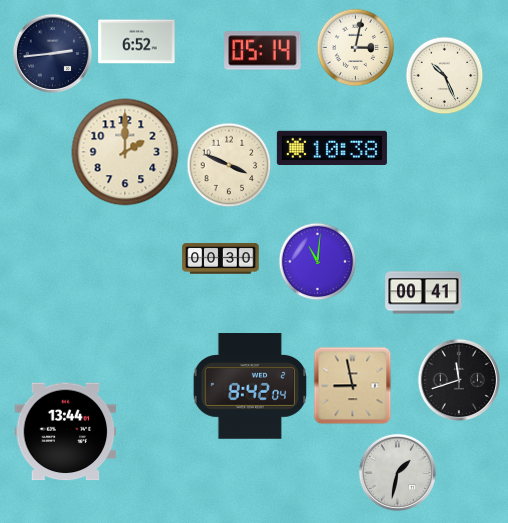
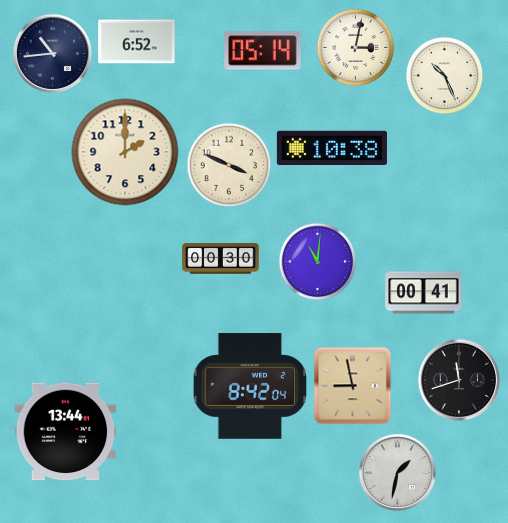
clock at (52, 53): 2:44 -> 10:44
